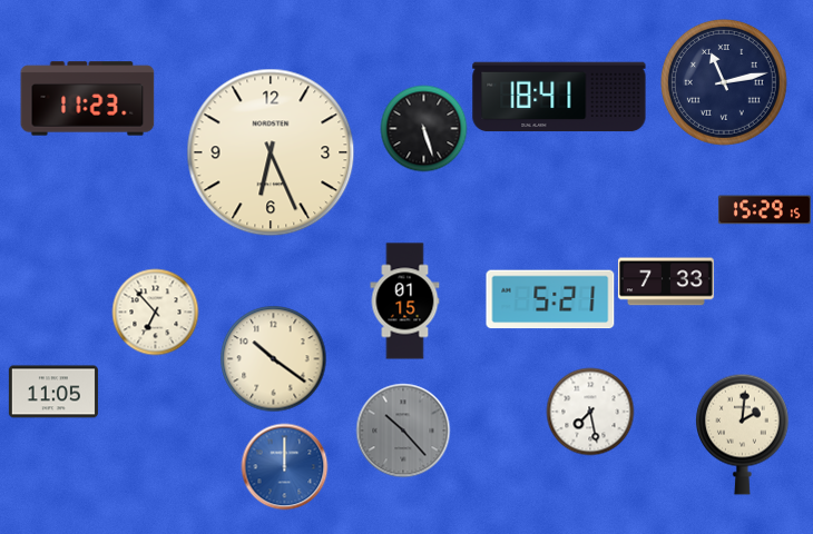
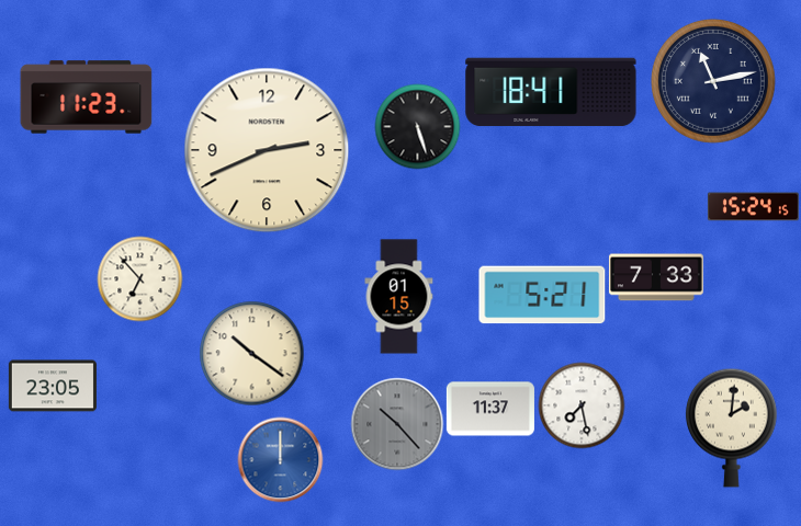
clock at (559, 97) position: (559, 97) -> (551, 92)
clock at (271, 152): 6:26 -> 2:41
clock at (764, 210): 15:29 -> 15:24
clock at (155, 311) position: (155, 311) -> (139, 278)
clock at (273, 358) position: (273, 358) -> (251, 353)
clock at (53, 392): 11:05 -> 23:05
clock at (490, 409): none -> 11:37
